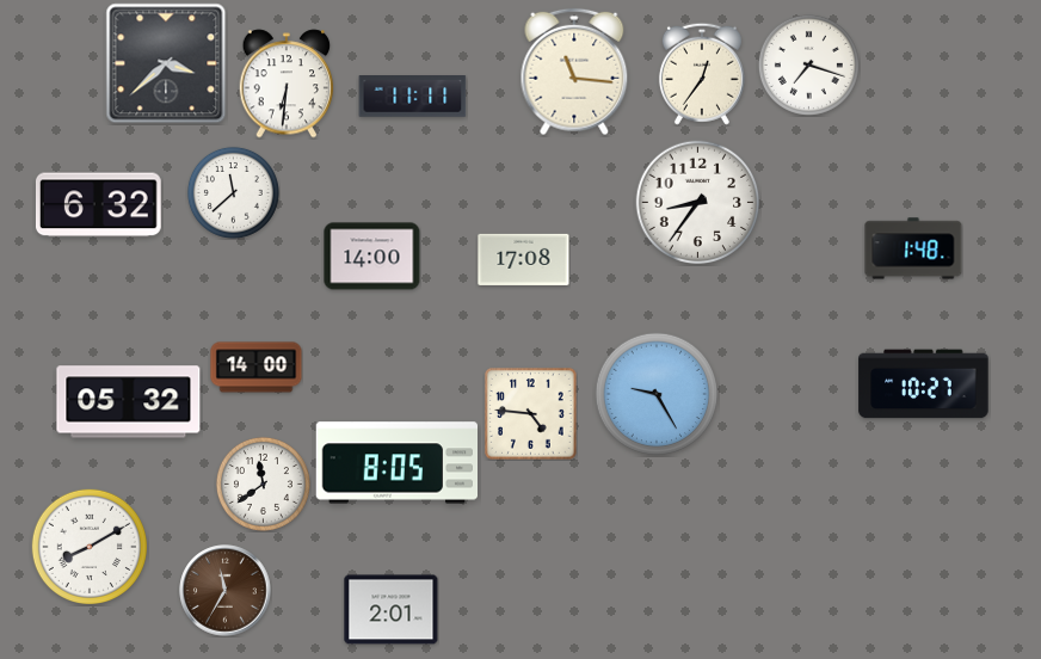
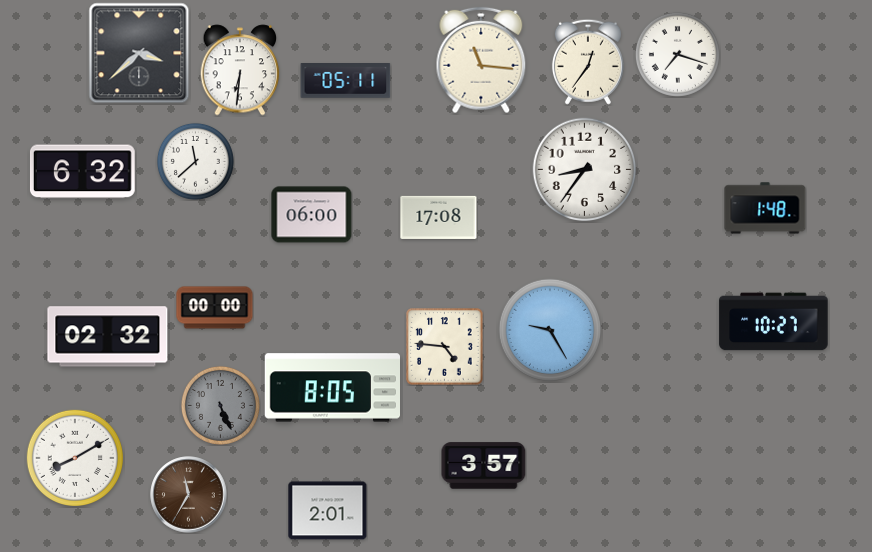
clock at (413, 97): 11:11 -> 05:11
clock at (372, 257): 14:00 -> 06:00
clock at (257, 368): 14:00 -> 00:00
clock at (129, 402): 05:32 -> 02:32
clock at (263, 484): 11:39 -> 5:26
clock at (263, 484) dial: white -> grey
clock at (484, 466): none -> 3:57
